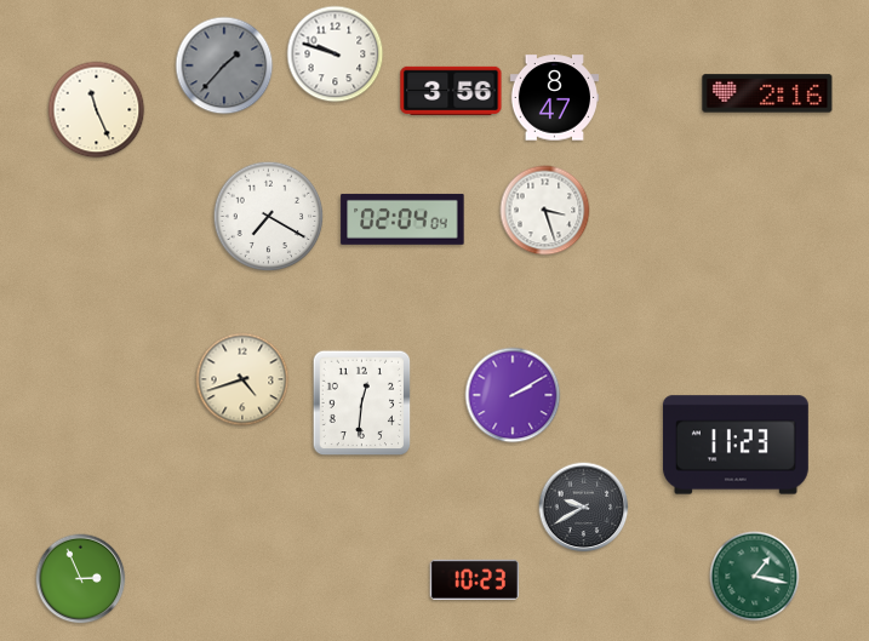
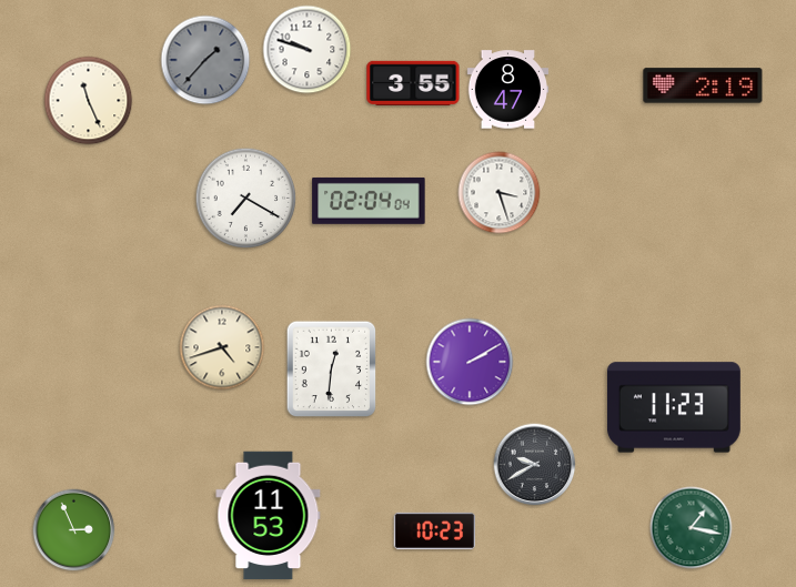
clock at (451, 91): 3:56 -> 3:55
clock at (767, 93): 2:16 -> 2:19
clock at (269, 516): none -> 11:53
